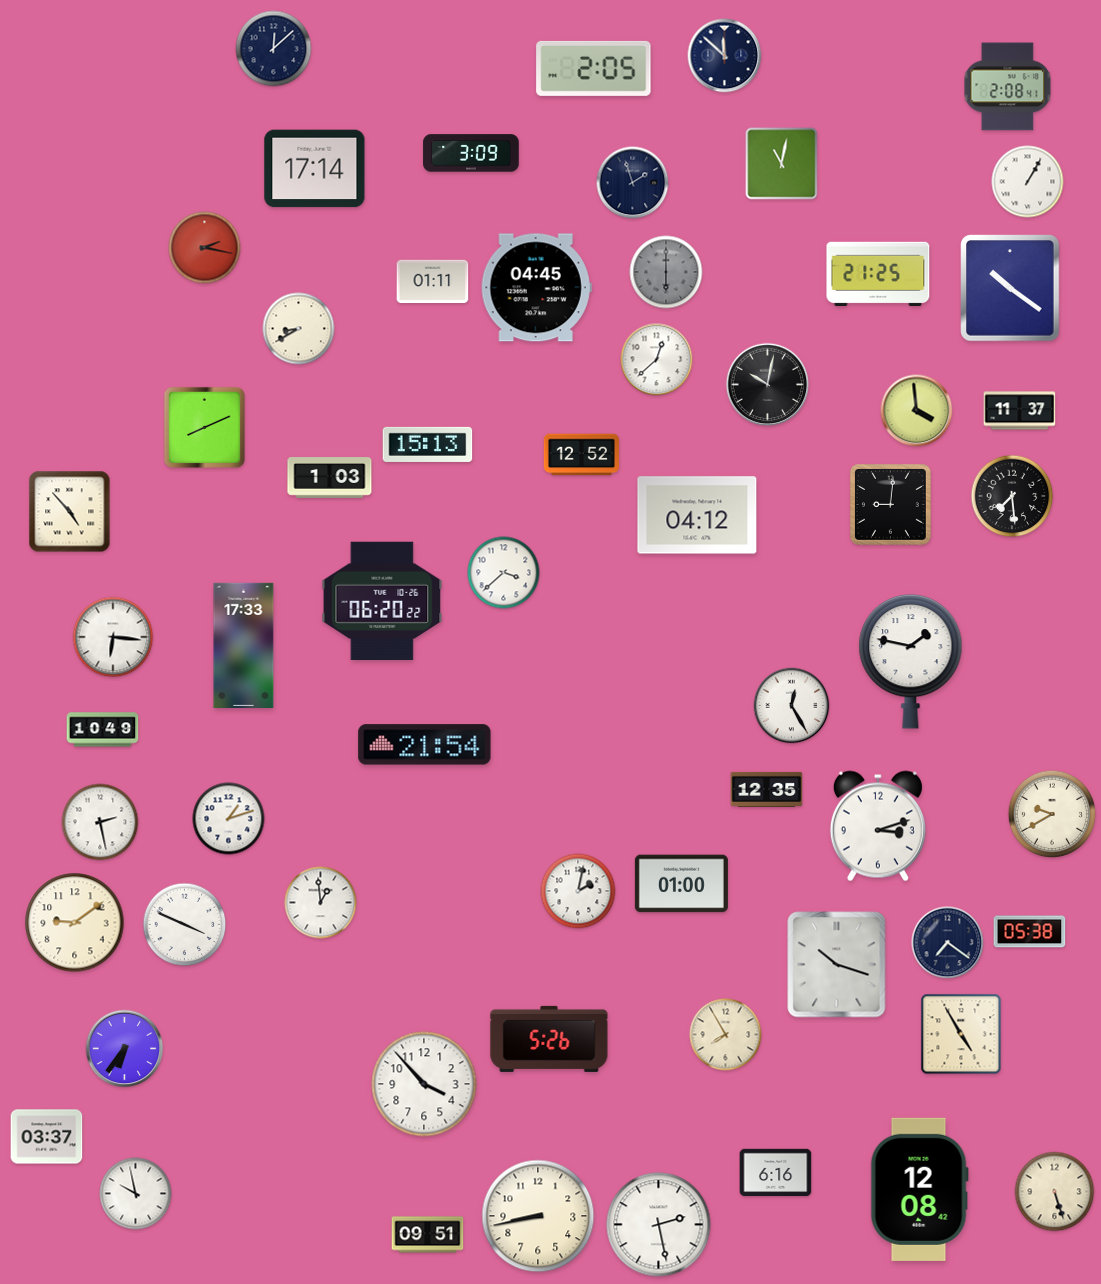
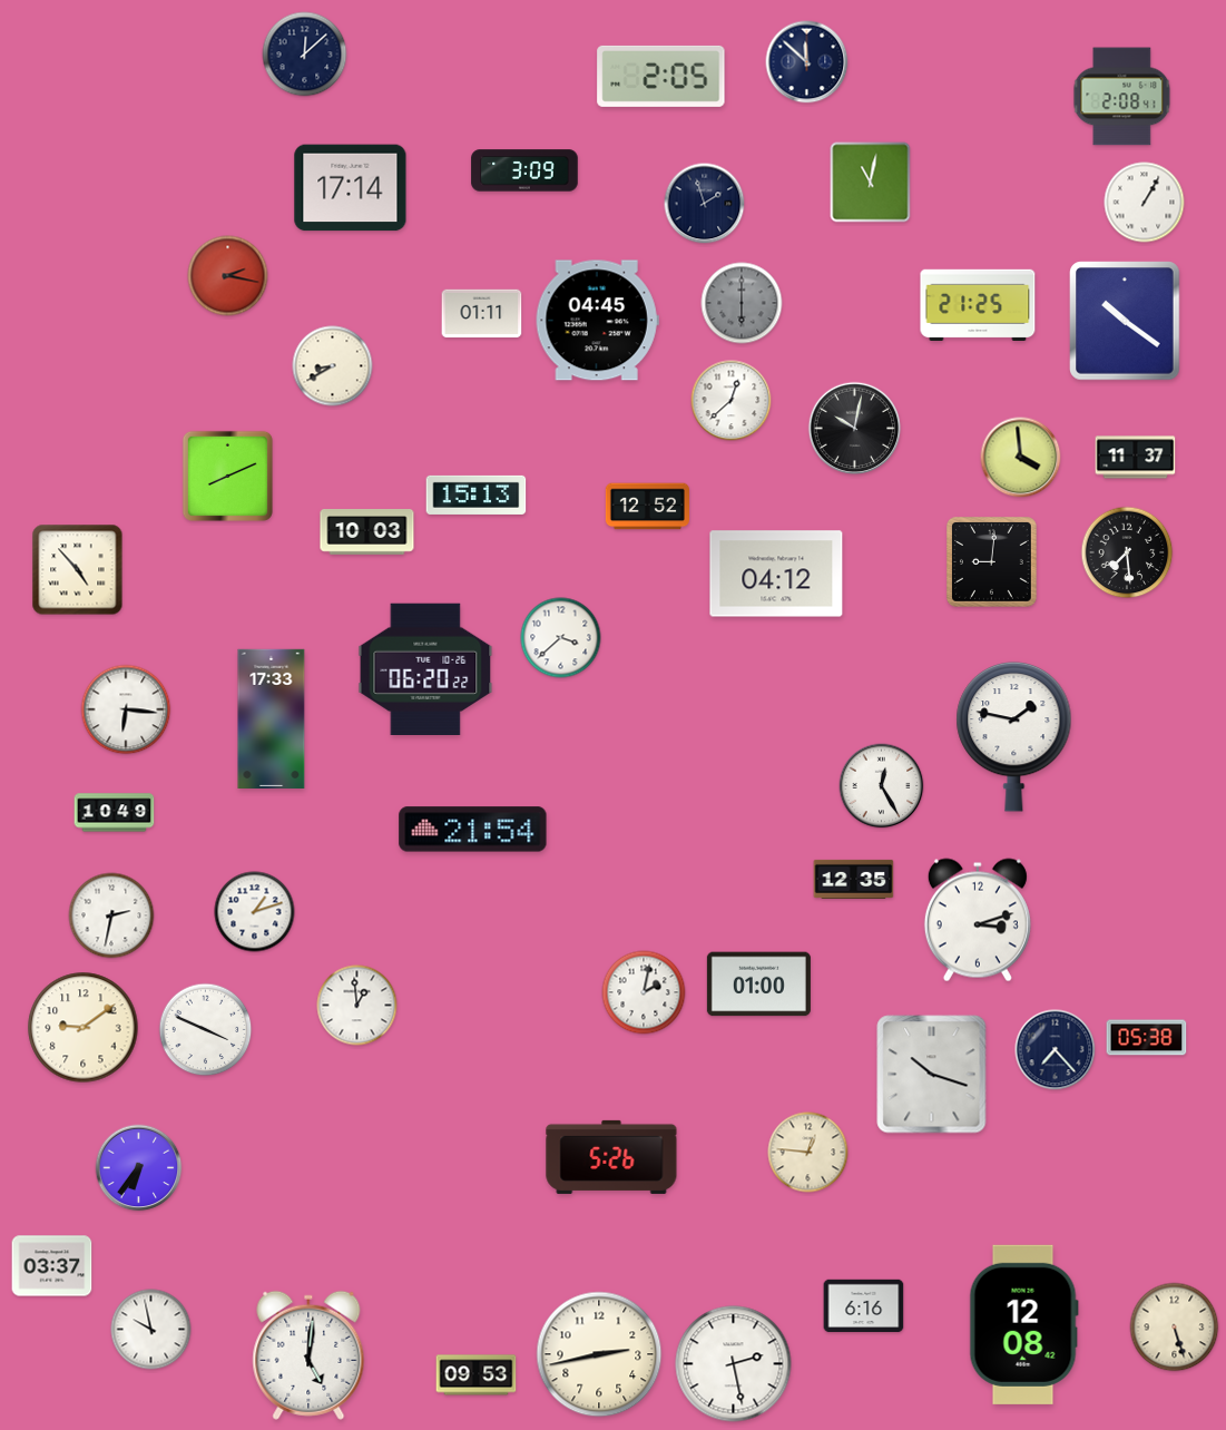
clock at (330, 478): 1:03 -> 10:03
clock at (1052, 814): 9:40 -> none
clock at (100, 822): 2:28 -> 2:32
clock at (948, 943): 7:21 -> 7:23
clock at (961, 1034): 4:55 -> none
clock at (726, 1035): 7:55 -> 12:46
clock at (424, 1084): 3:53 -> none
clock at (538, 1216): 8:43 -> 2:43
clock at (308, 1355): none -> 5:01
clock at (428, 1235): 09:51 -> 09:53
